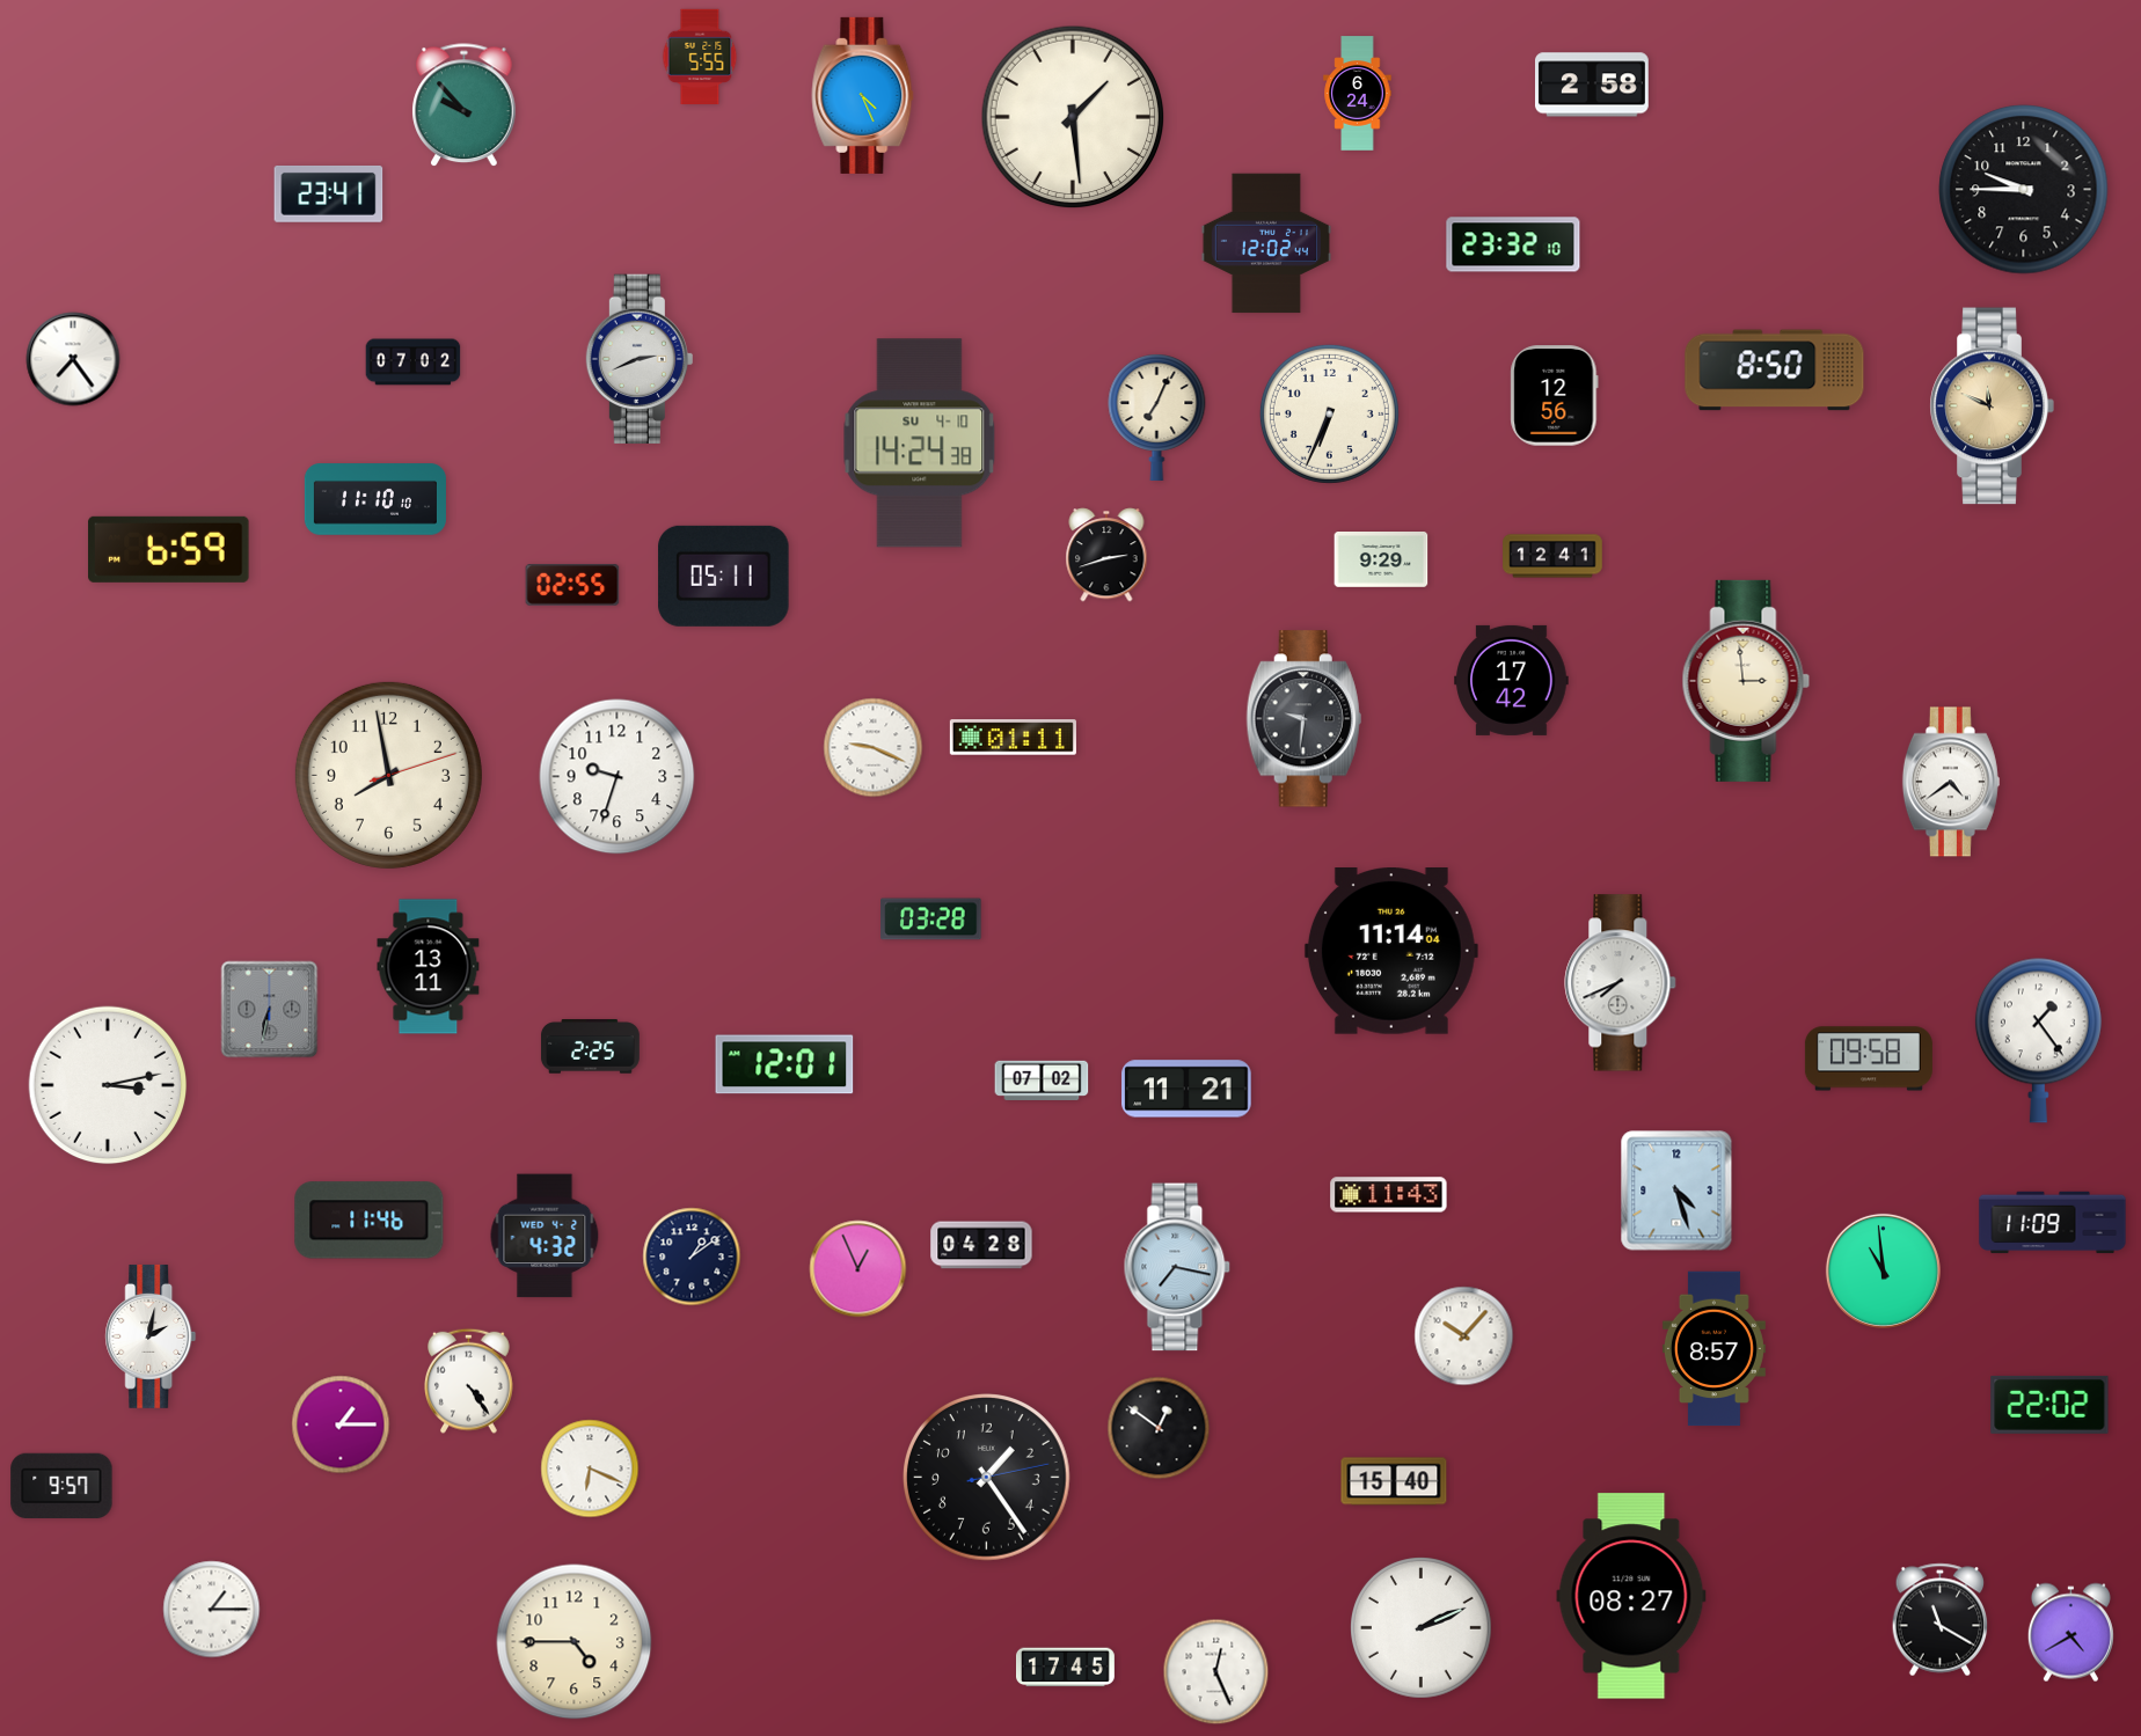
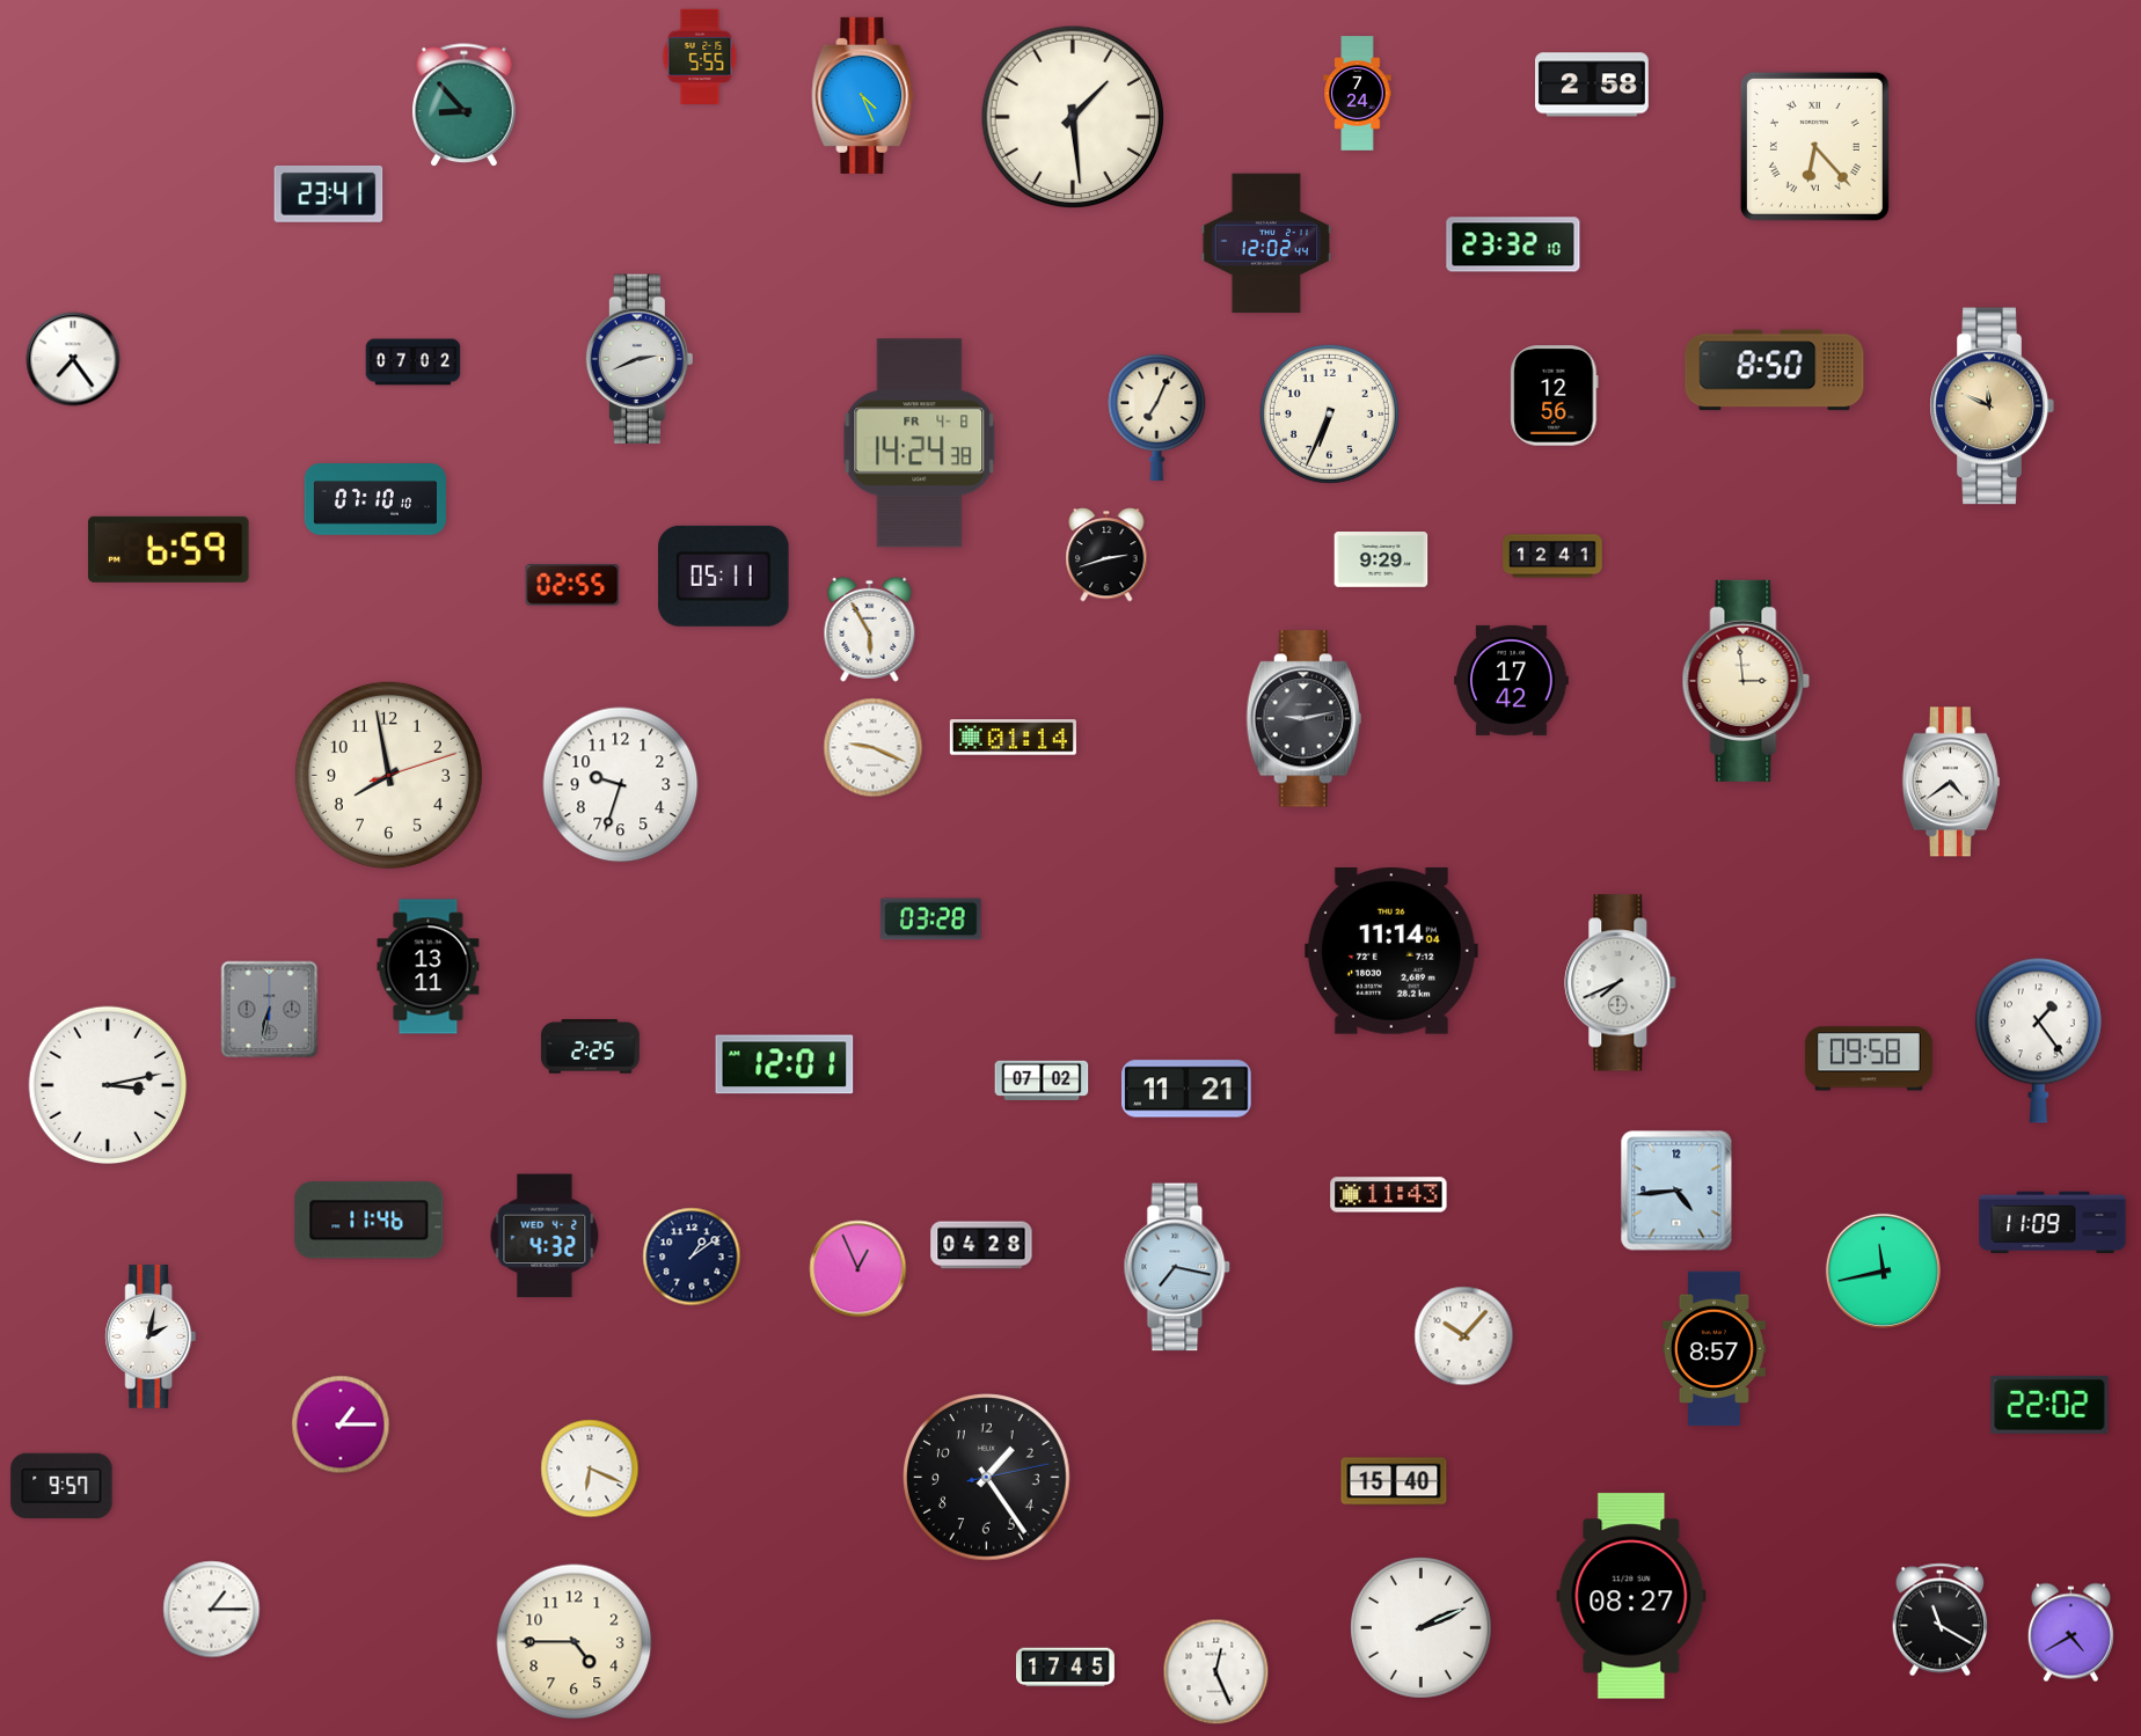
clock at (1358, 94): 6:24 -> 7:24
clock at (465, 105): 9:53 -> 8:53
clock at (1814, 146): none -> 6:23
clock at (2024, 190): 9:45 -> none
clock at (920, 444) date: SU 4-10 -> FR 4-8
clock at (375, 499): 11:10 -> 07:10
clock at (870, 629): none -> 5:55
clock at (1303, 719): 9:31 -> 9:13
clock at (1013, 738): 01:11 -> 01:14
clock at (618, 777) position: (618, 777) -> (621, 785)
clock at (1676, 1191): 4:27 -> 4:44
clock at (1883, 1270): 10:59 -> 11:43
clock at (469, 1380): 4:24 -> none
clock at (1159, 1428): 12:51 -> none
